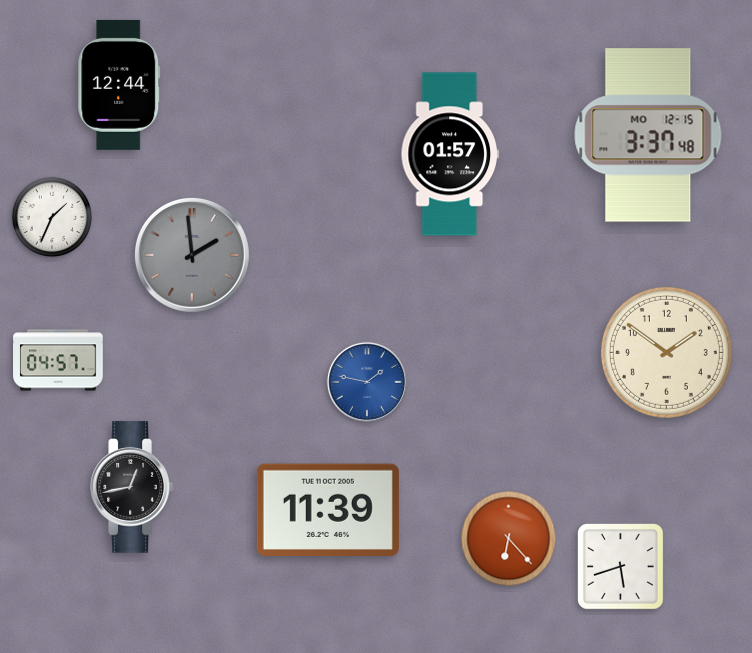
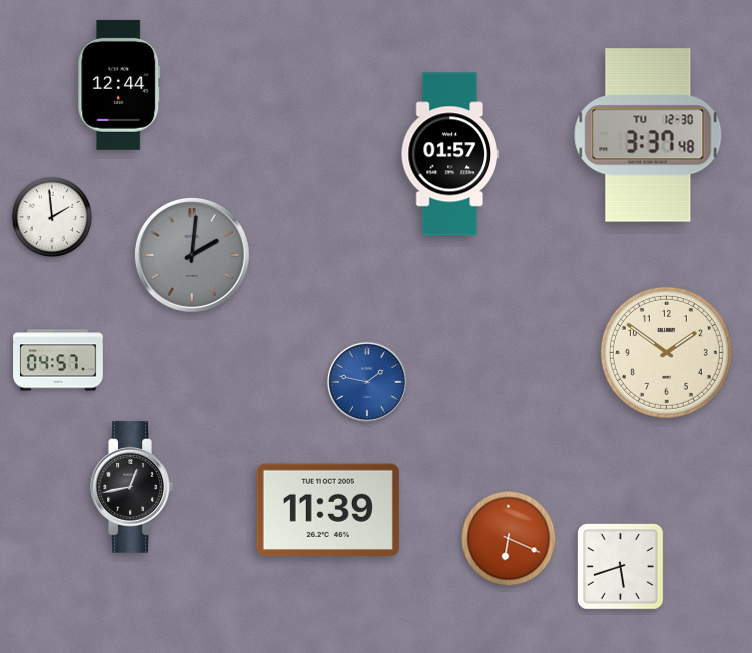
clock at (648, 135) date: MO 12-15 -> TU 12-30
clock at (52, 217): 1:34 -> 1:59
clock at (192, 255): 1:59 -> 2:01
clock at (509, 539): 6:23 -> 6:19
